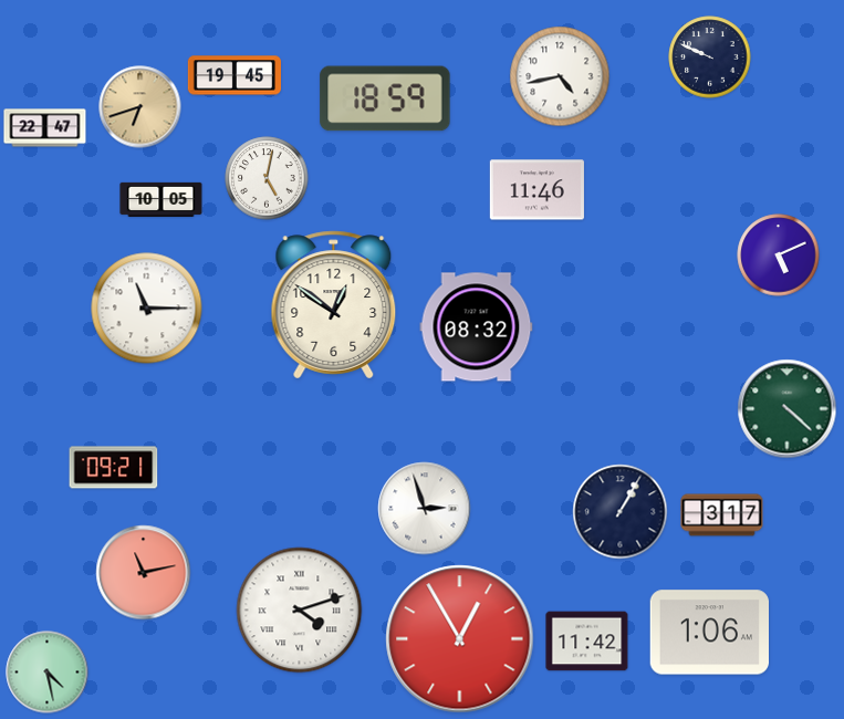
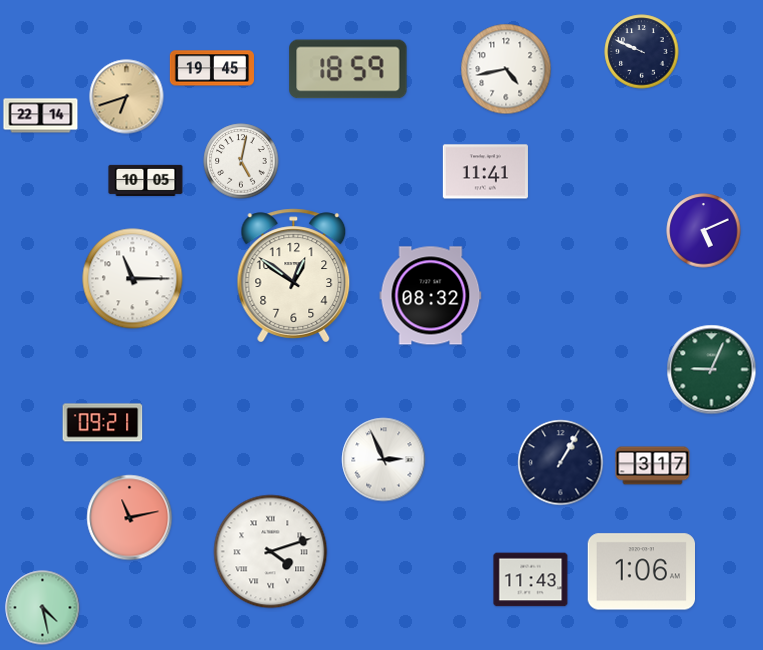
clock at (385, 98) position: (385, 98) -> (348, 69)
clock at (45, 128): 22:47 -> 22:14
clock at (536, 190): 11:46 -> 11:41
clock at (334, 305) position: (334, 305) -> (294, 276)
clock at (788, 409): 4:22 -> 9:04
clock at (425, 509): 2:57 -> 2:56
clock at (460, 639): 12:55 -> none
clock at (587, 642): 11:42 -> 11:43
